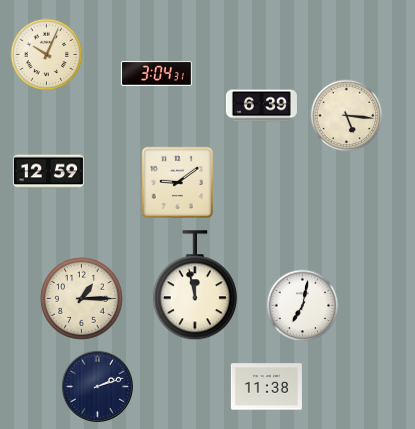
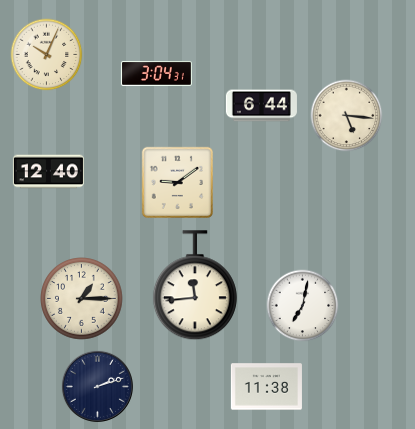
clock at (261, 106): 6:39 -> 6:44
clock at (48, 172): 12:59 -> 12:40
clock at (195, 286): 11:58 -> 11:44
